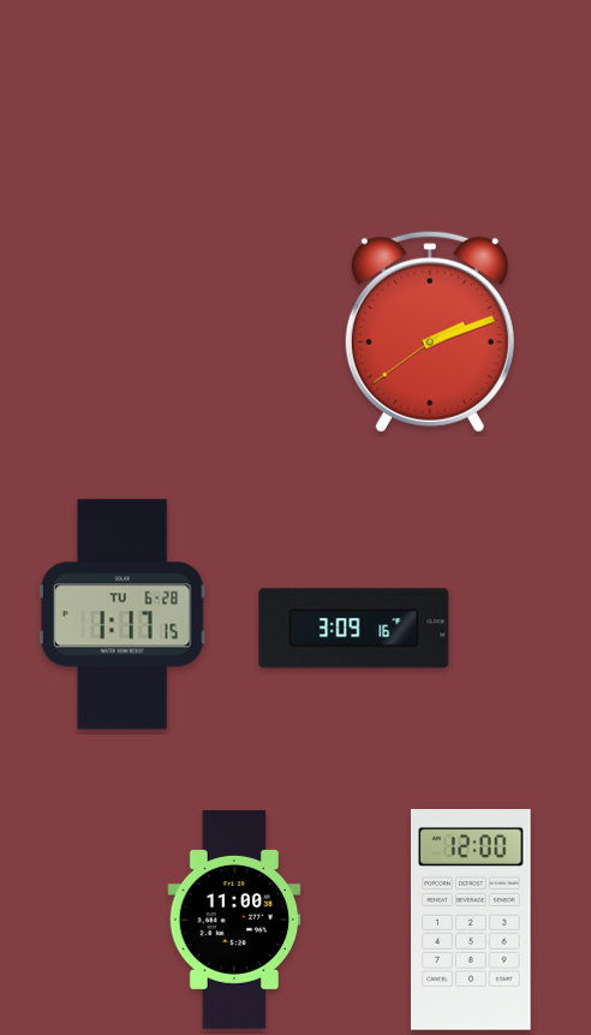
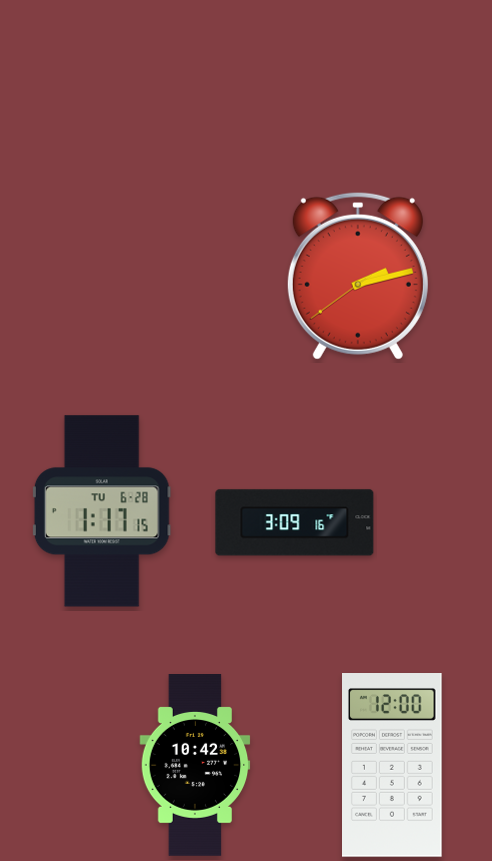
clock at (430, 332): 2:11 -> 2:12
clock at (234, 921): 11:00 -> 10:42
